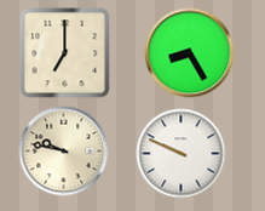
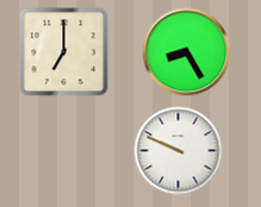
clock at (64, 152): 9:47 -> none
